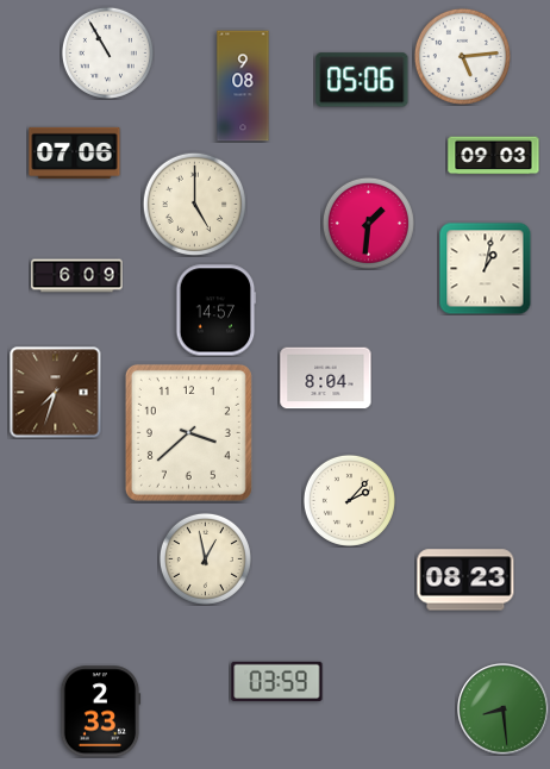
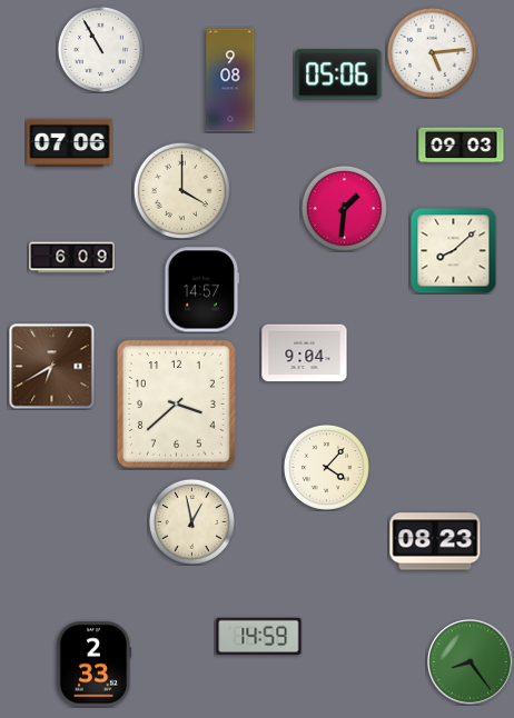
clock at (243, 86) position: (243, 86) -> (230, 80)
clock at (194, 204): 5:00 -> 4:00
clock at (485, 268): 1:02 -> 8:08
clock at (326, 379): 8:04 -> 9:04
clock at (56, 393): 7:33 -> 6:40
clock at (349, 500): 2:07 -> 4:07
clock at (277, 681): 03:59 -> 14:59
clock at (504, 709): 8:29 -> 8:24
